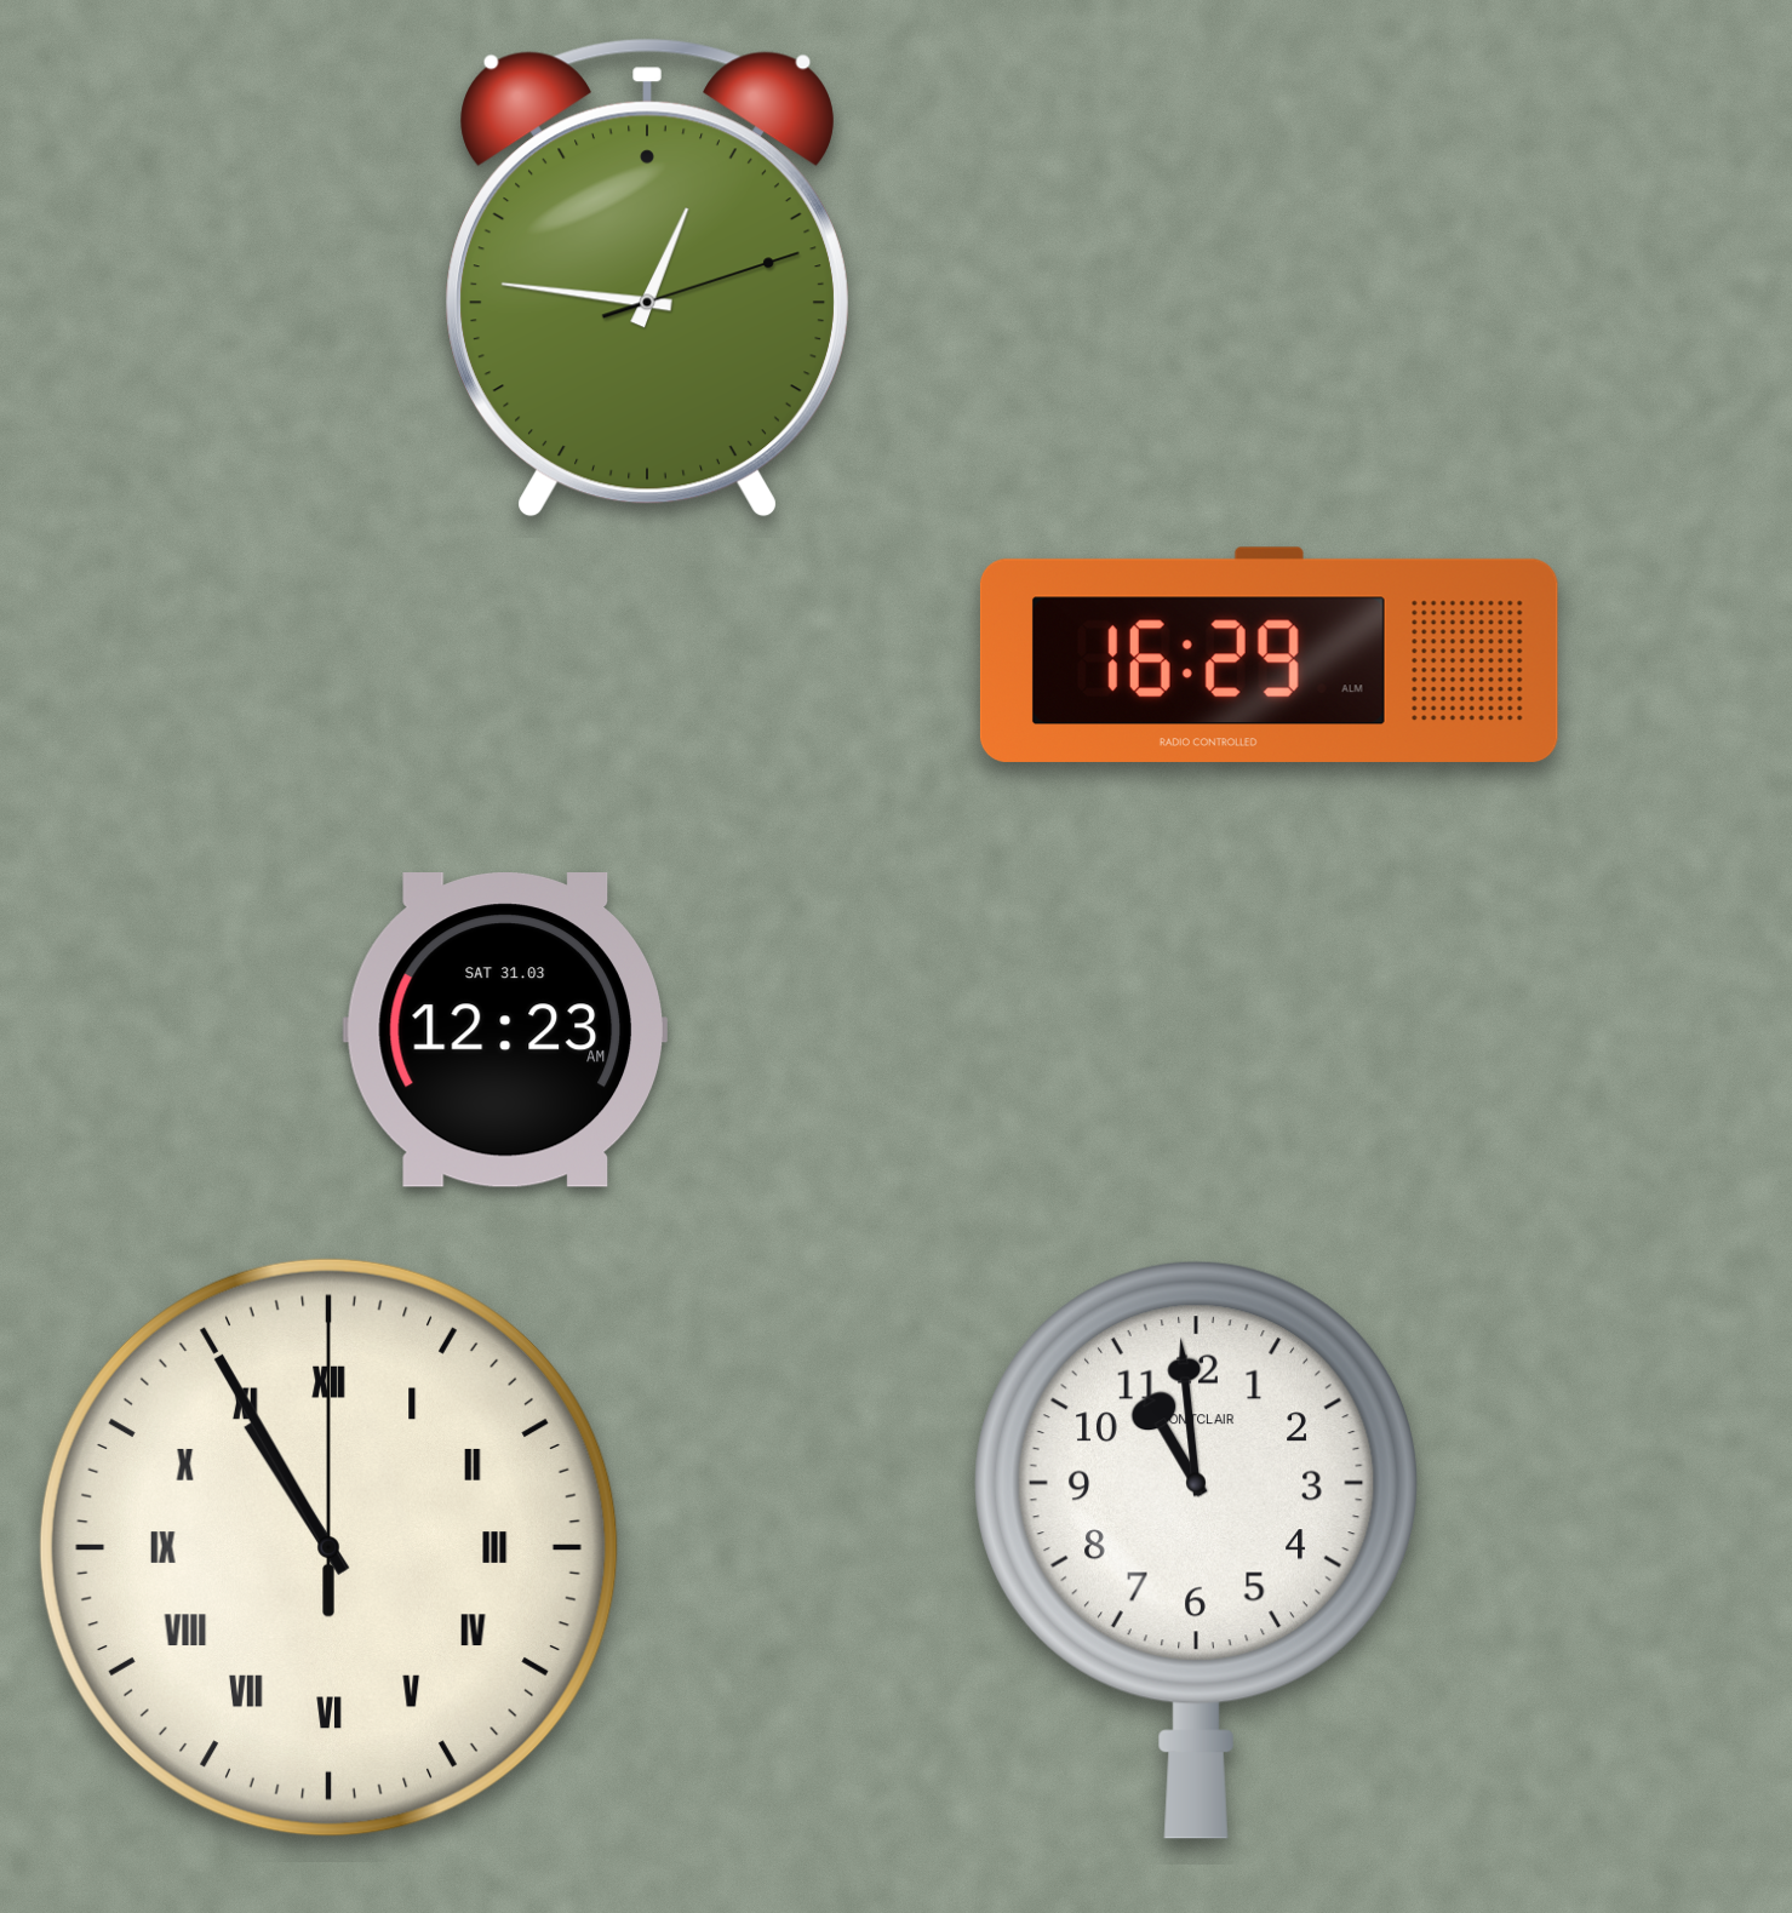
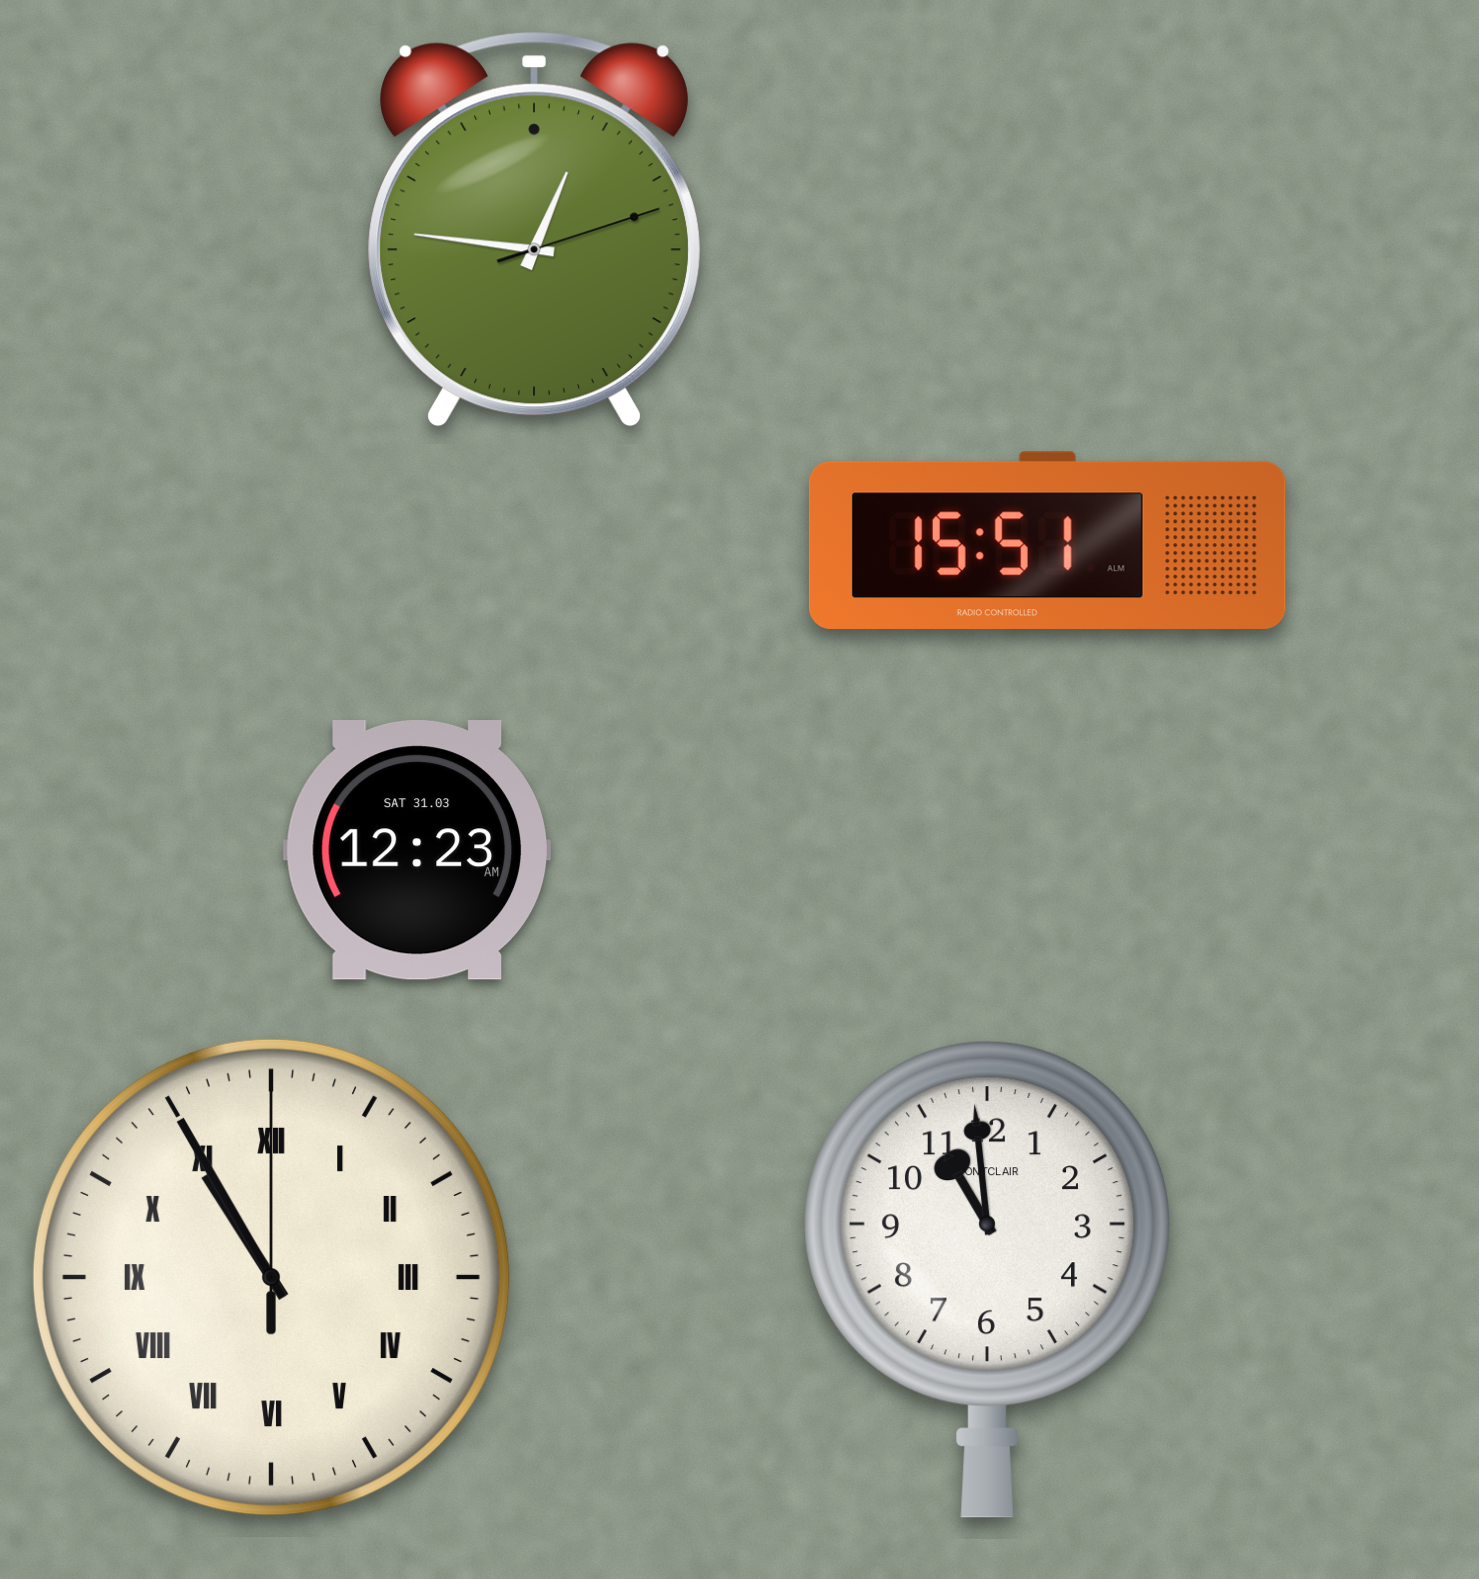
clock at (1269, 654): 16:29 -> 15:51
